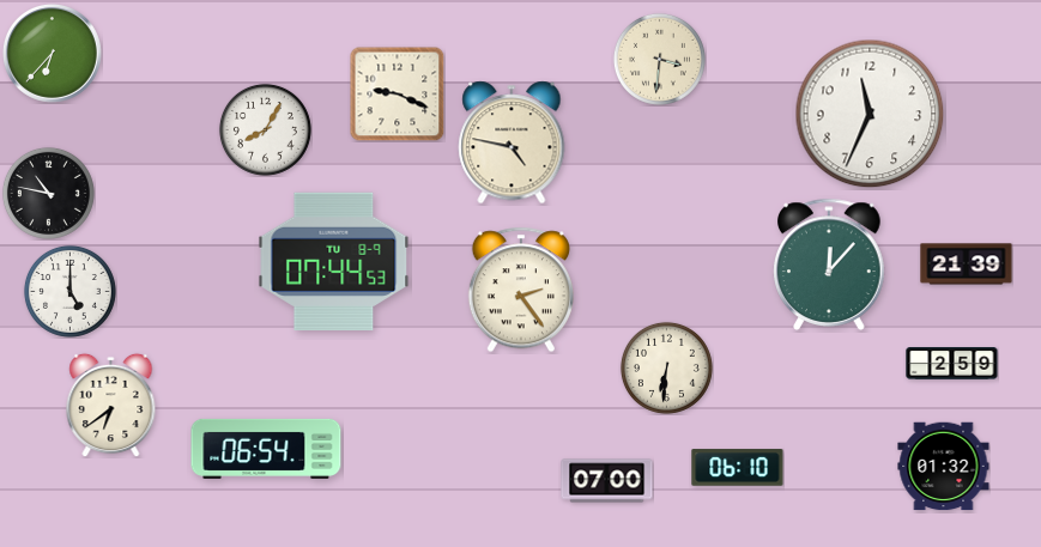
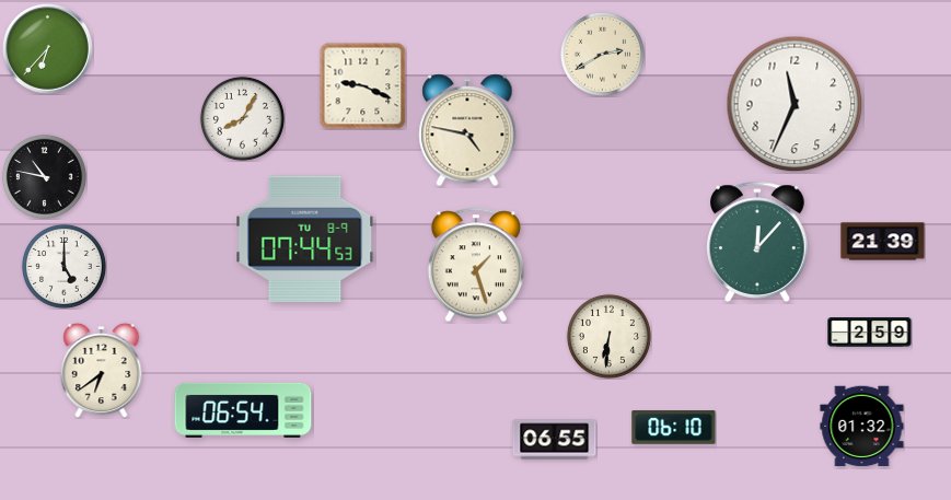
clock at (659, 59): 3:31 -> 2:40
clock at (521, 290): 2:24 -> 1:27
clock at (607, 481): 07:00 -> 06:55
